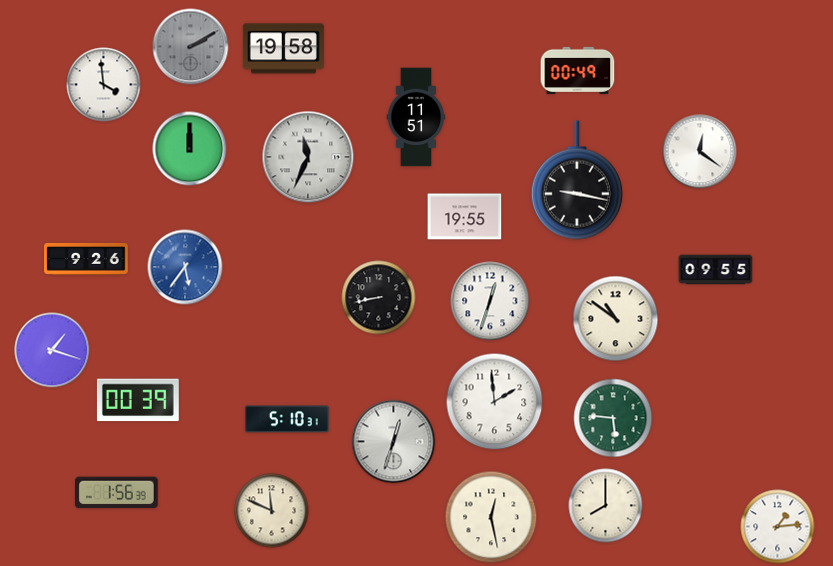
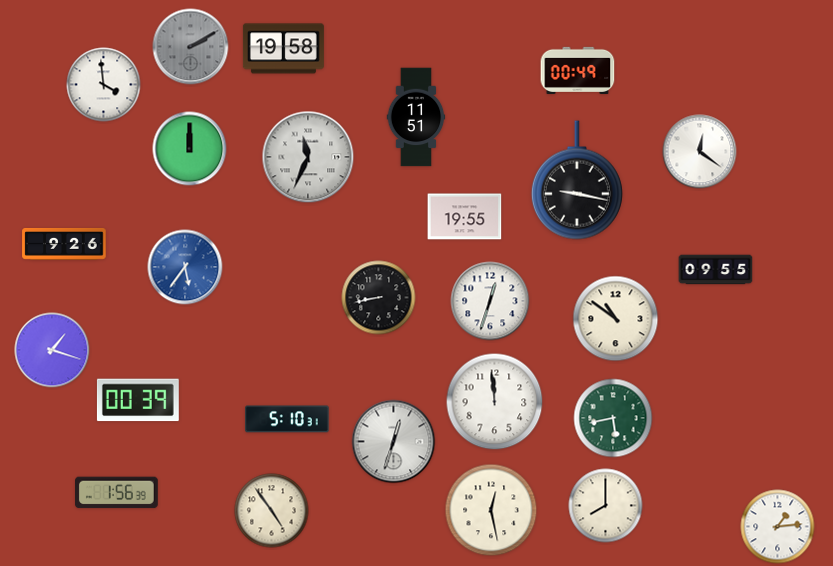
clock at (86, 259) position: (86, 259) -> (64, 244)
clock at (495, 402): 1:59 -> 11:59
clock at (613, 418): 5:46 -> 5:43
clock at (272, 511): 11:49 -> 4:54
clock at (491, 517) position: (491, 517) -> (491, 510)
